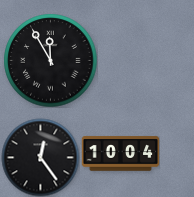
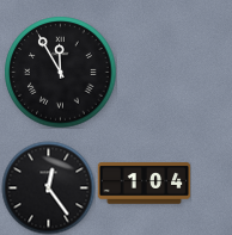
clock at (120, 154): 10:04 -> 1:04
